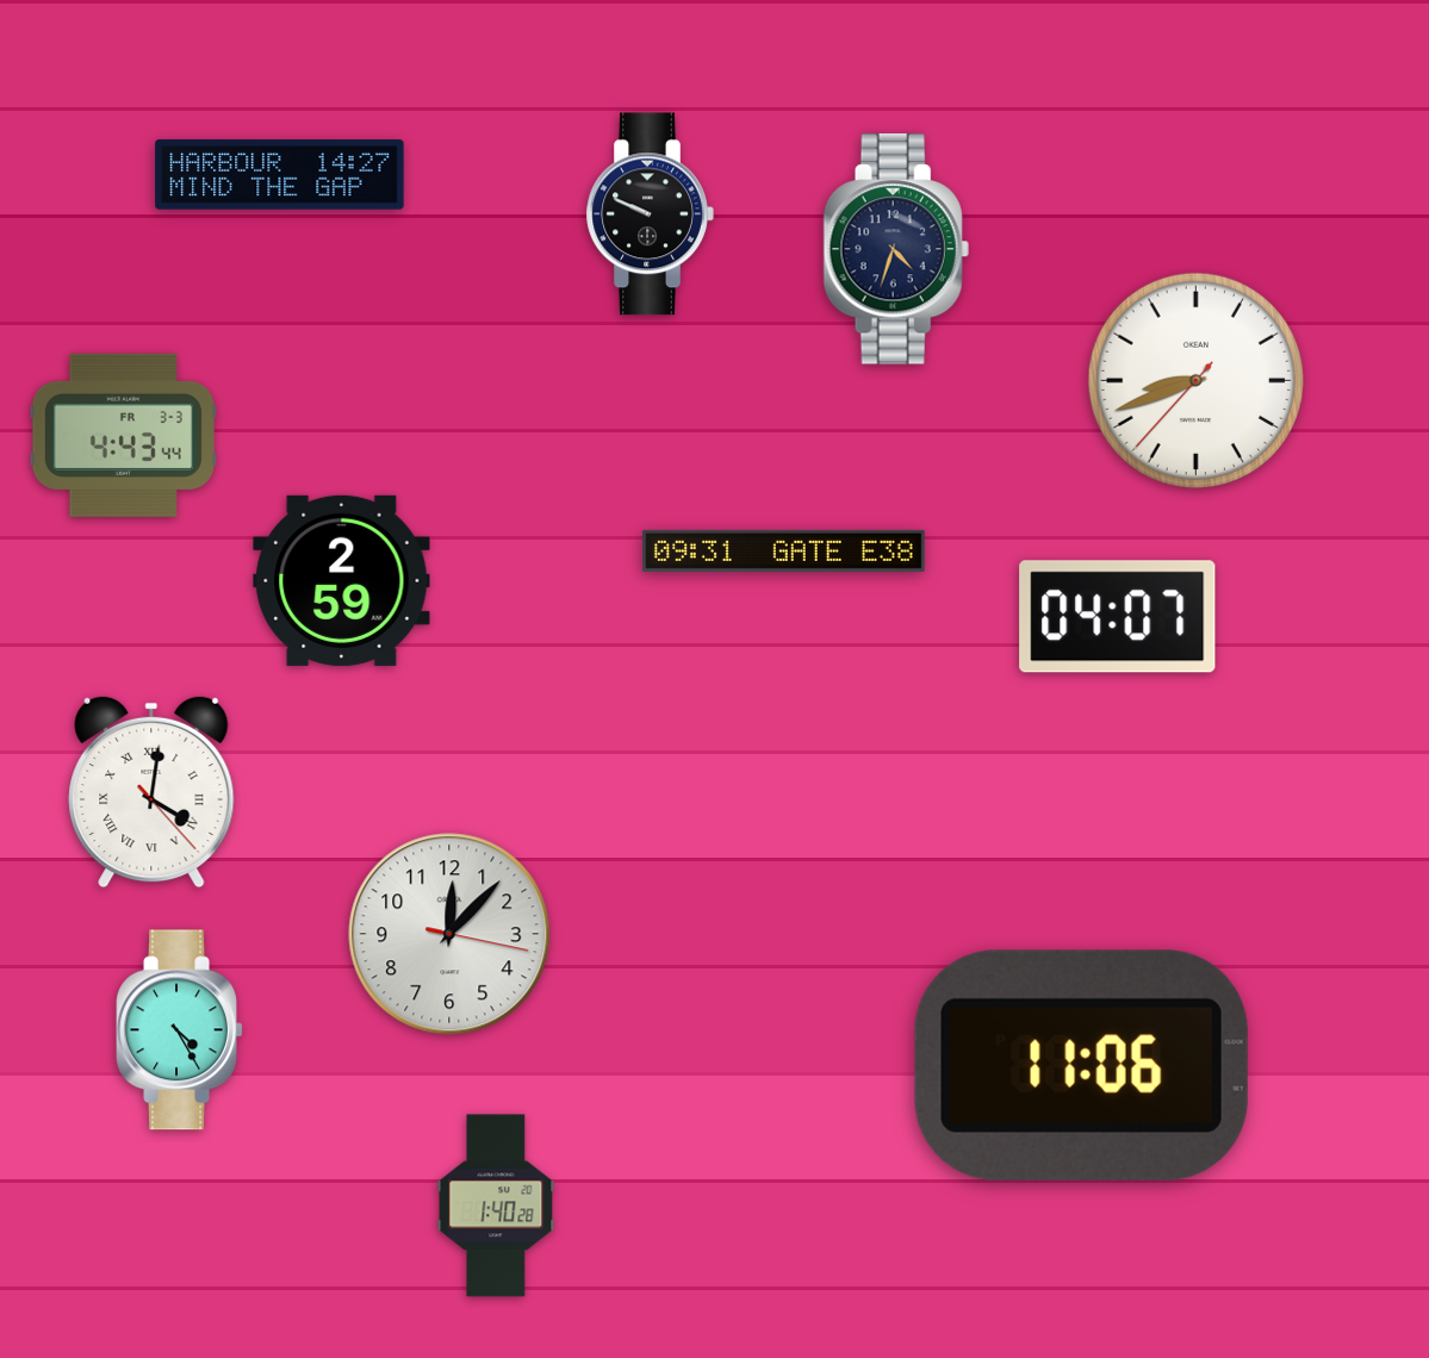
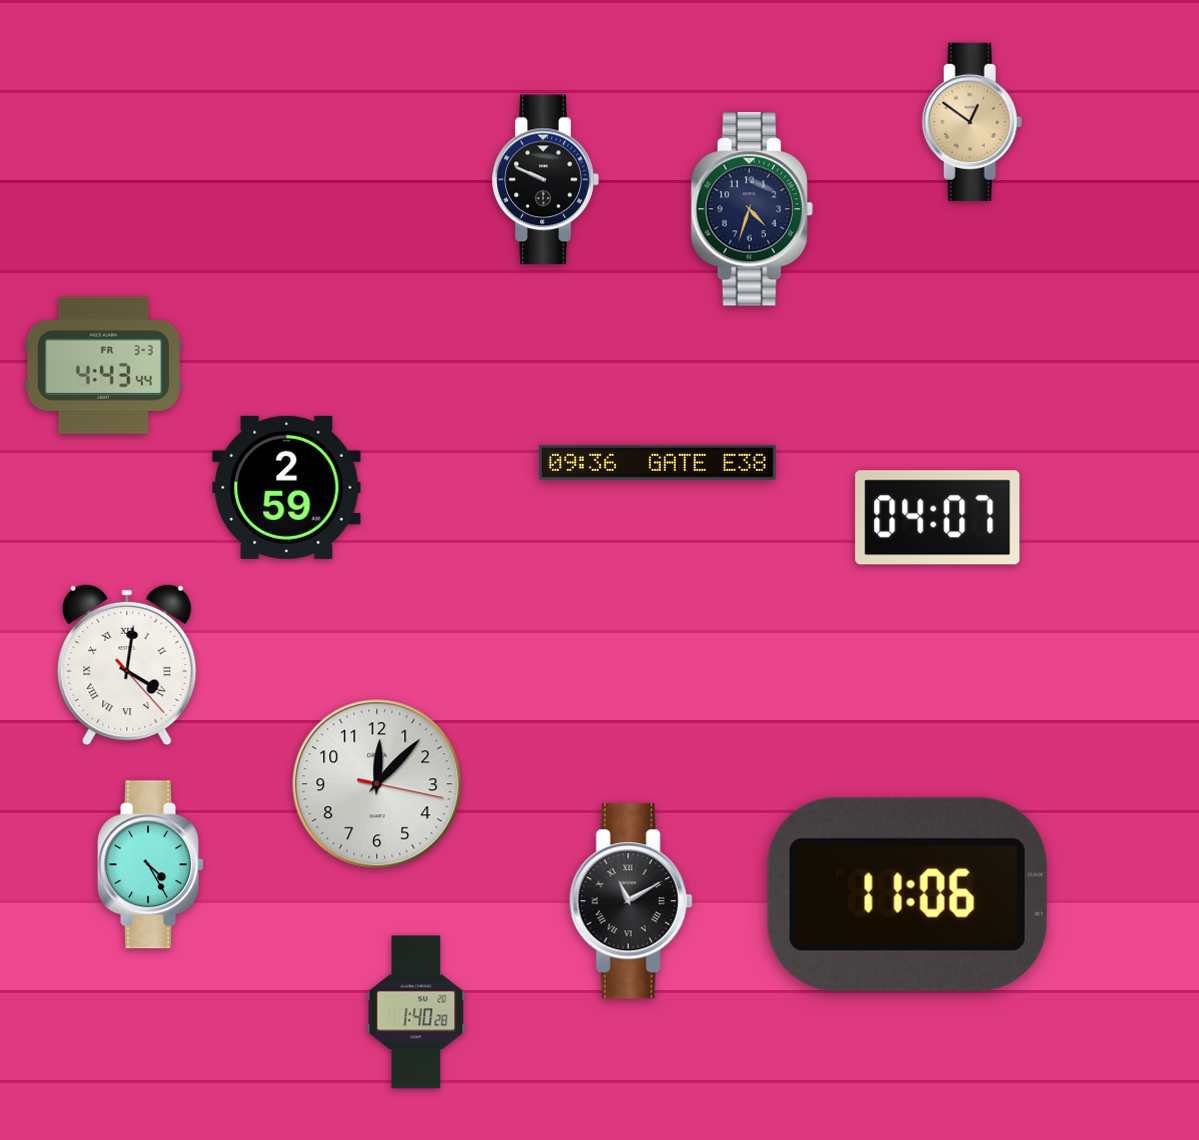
clock at (972, 122): none -> 12:51
clock at (280, 175): 14:27 -> none
clock at (1197, 381): 8:41 -> none
clock at (783, 550): 09:31 -> 09:36
clock at (631, 901): none -> 11:10
